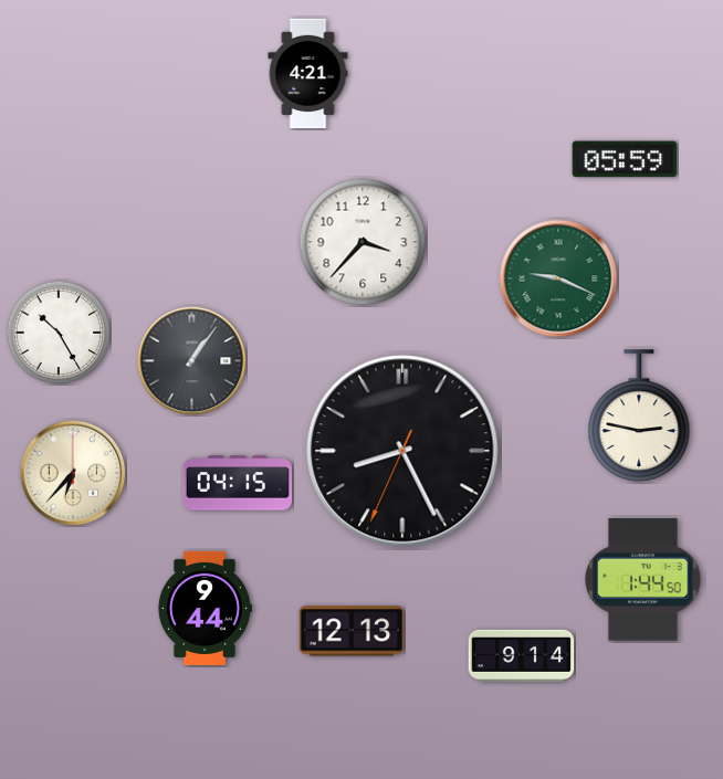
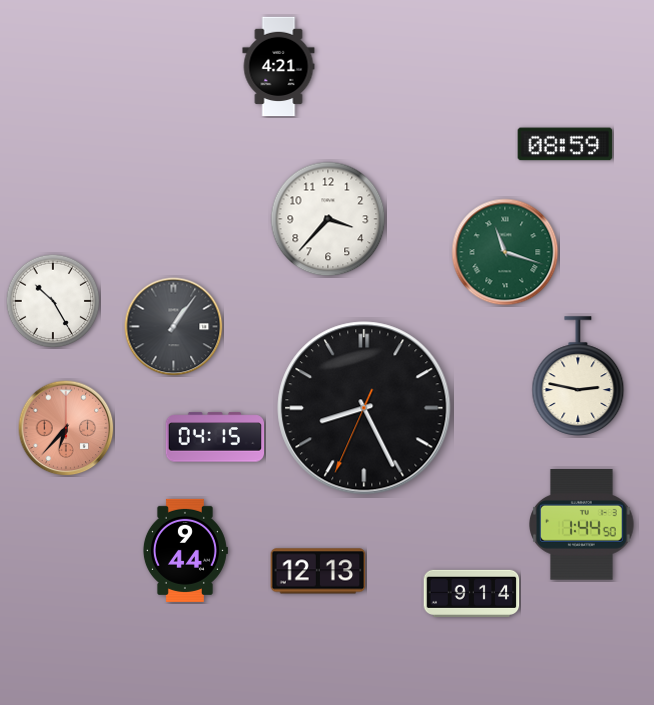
clock at (625, 159): 05:59 -> 08:59
clock at (558, 278): 9:19 -> 11:18
clock at (73, 473) dial: cream -> salmon
